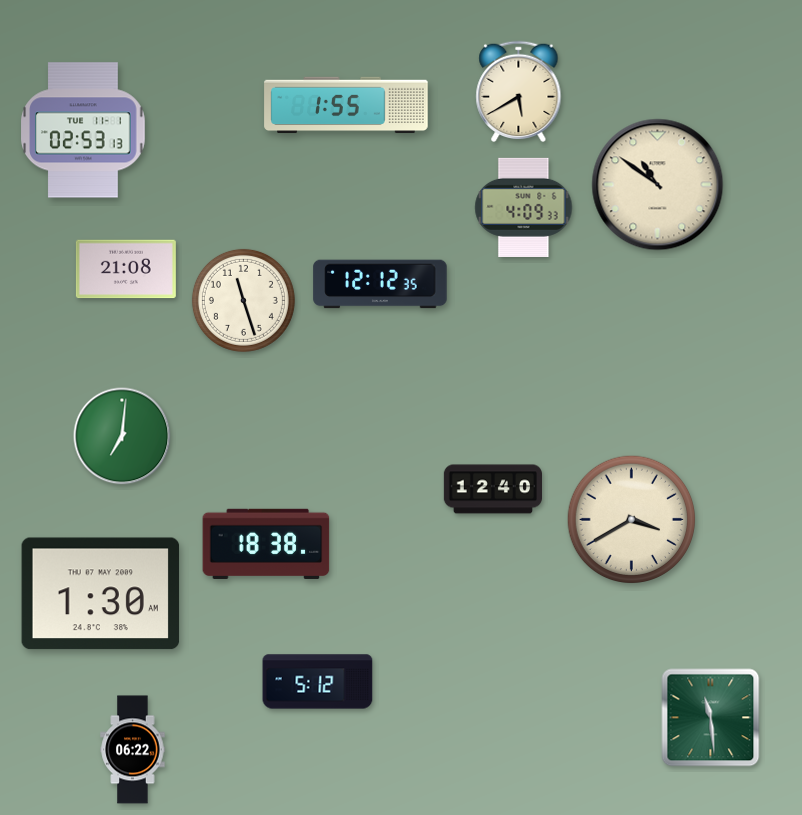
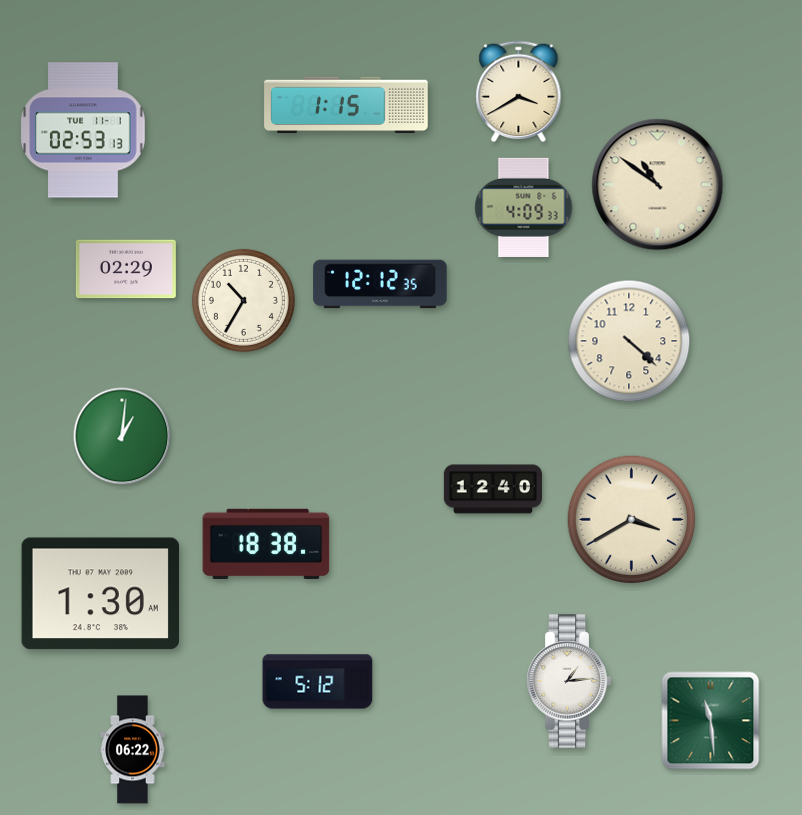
clock at (519, 92): 5:40 -> 3:40
clock at (346, 105): 1:55 -> 1:15
clock at (126, 269): 21:08 -> 02:29
clock at (243, 300): 11:27 -> 10:35
clock at (629, 341): none -> 4:22
clock at (122, 436): 7:01 -> 1:01
clock at (569, 681): none -> 1:14
clock at (711, 718) position: (711, 718) -> (711, 721)
